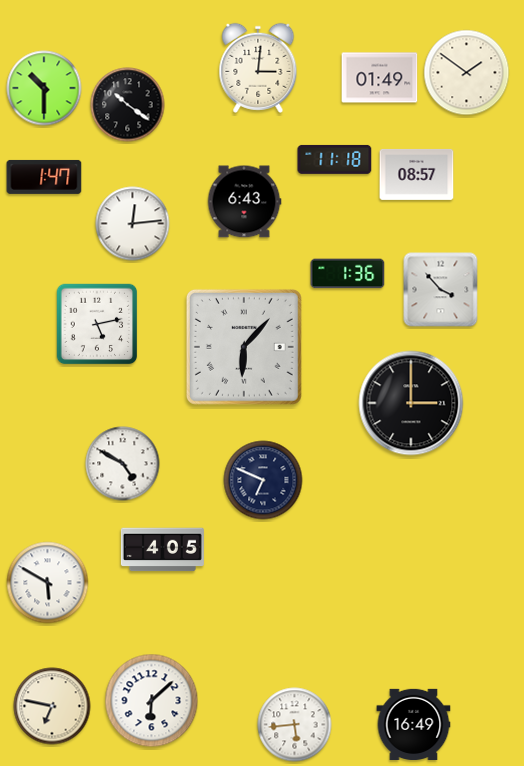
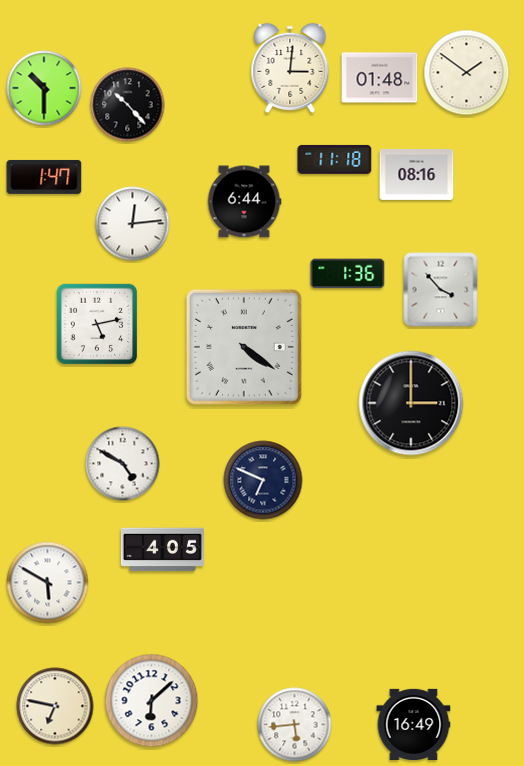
clock at (258, 68) position: (258, 68) -> (290, 68)
clock at (380, 78): 01:49 -> 01:48
clock at (128, 105): 10:21 -> 10:23
clock at (417, 174): 08:57 -> 08:16
clock at (244, 202): 6:43 -> 6:44
clock at (244, 347): 6:07 -> 4:21
clock at (52, 706) position: (52, 706) -> (55, 706)
